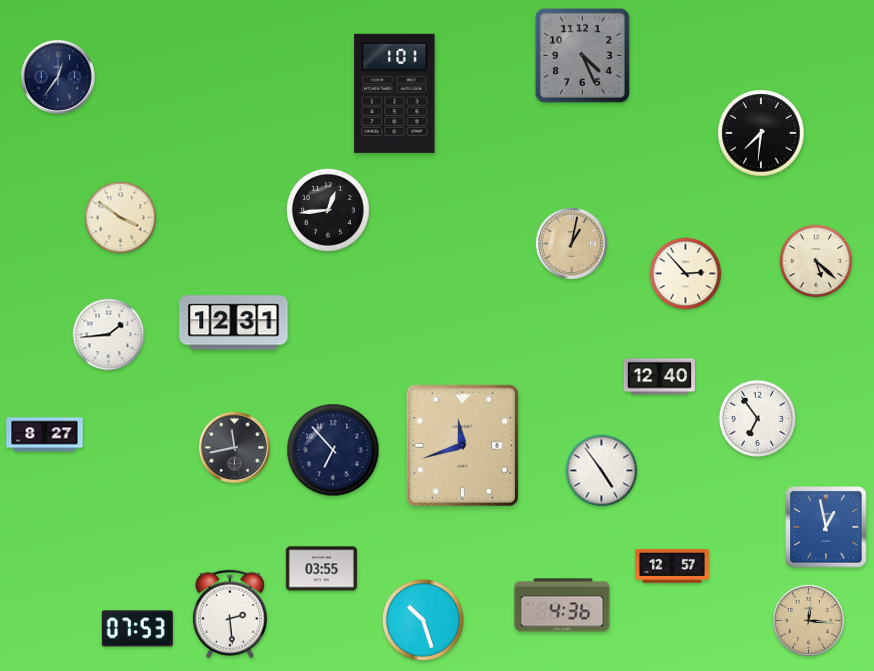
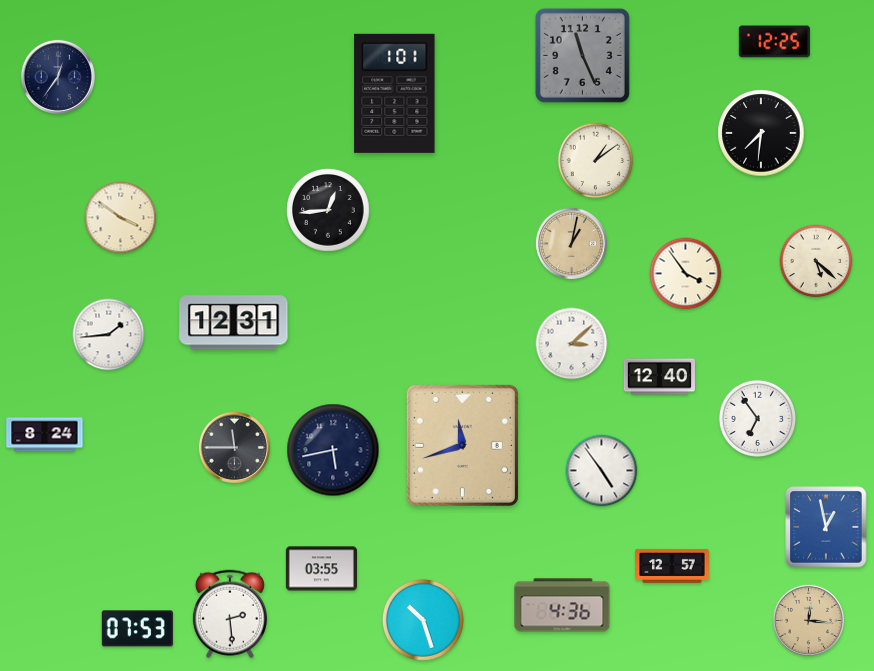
clock at (774, 42): none -> 12:25
clock at (582, 55): 4:26 -> 11:26
clock at (596, 161): none -> 1:09
clock at (686, 274): 2:53 -> 3:54
clock at (572, 344): none -> 3:08
clock at (45, 435): 8:27 -> 8:24
clock at (234, 447): 11:43 -> 11:45
clock at (333, 450): 6:53 -> 5:43
